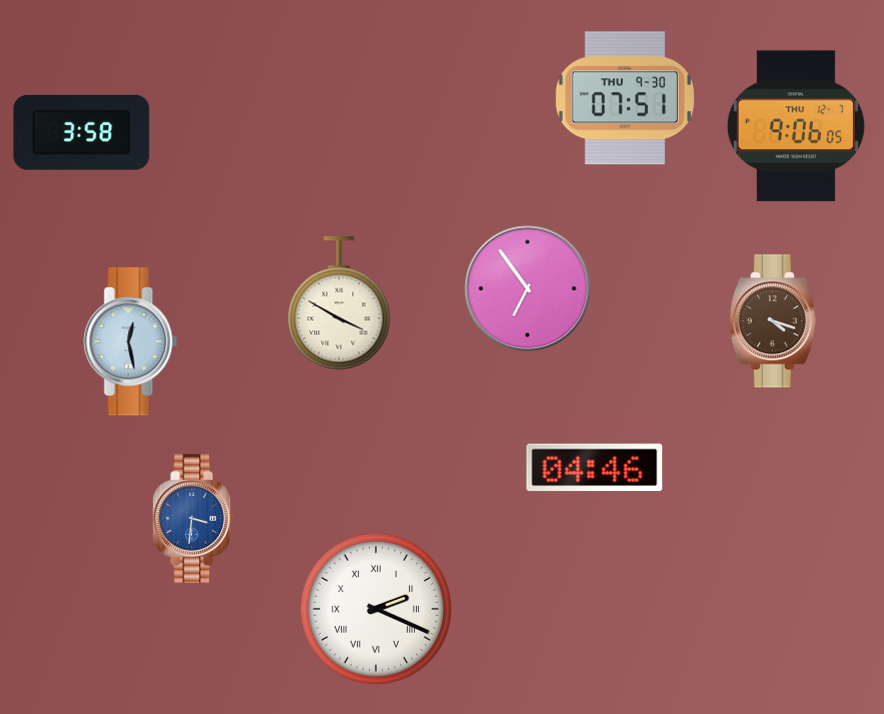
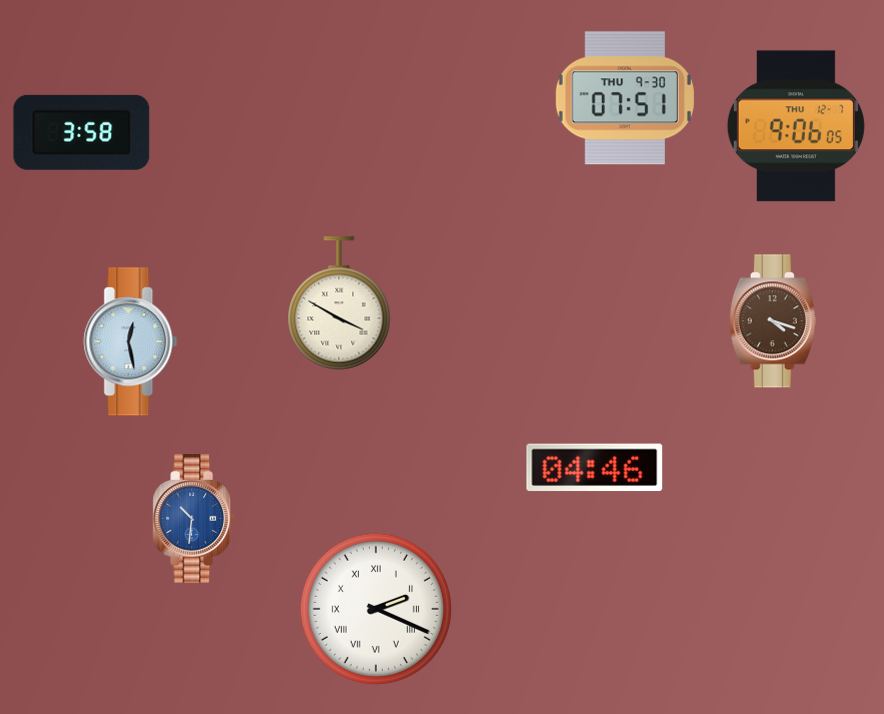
clock at (528, 289): 6:54 -> none
clock at (194, 519): 3:31 -> 10:31
